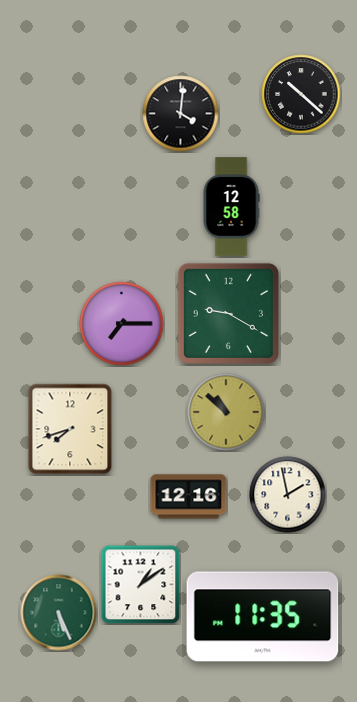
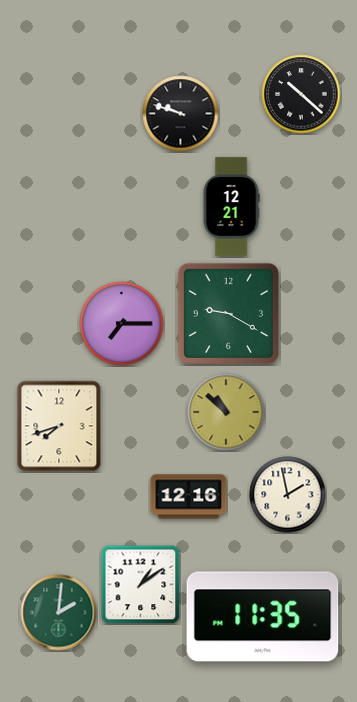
clock at (181, 114): 4:01 -> 9:48
clock at (231, 207): 12:58 -> 12:21
clock at (70, 429) position: (70, 429) -> (59, 426)
clock at (59, 613): 5:26 -> 2:01
